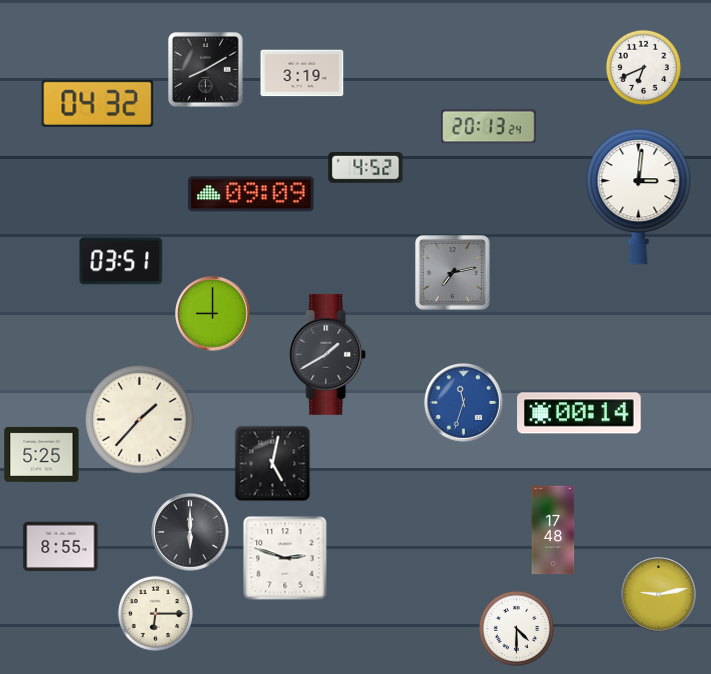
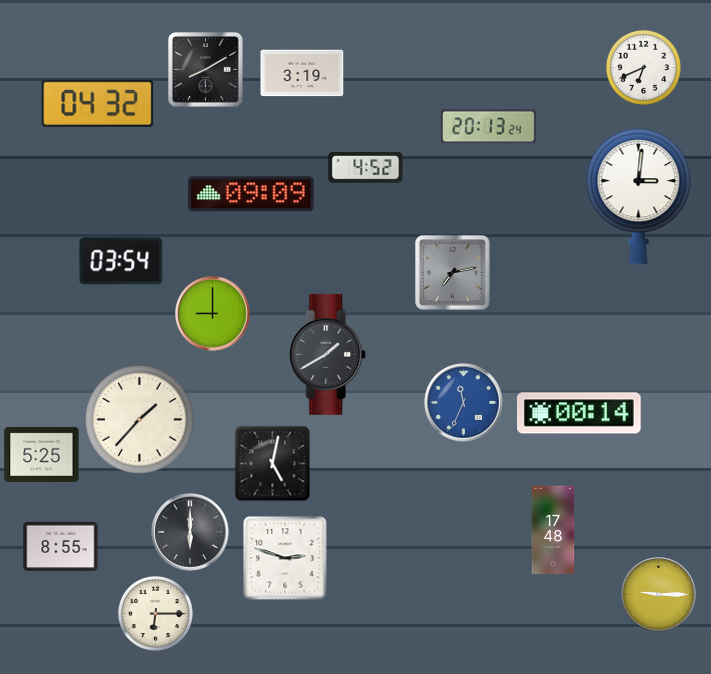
clock at (121, 261): 03:51 -> 03:54
clock at (464, 403): 11:33 -> 11:34
clock at (659, 595): 9:13 -> 9:15
clock at (516, 628): 4:30 -> none
